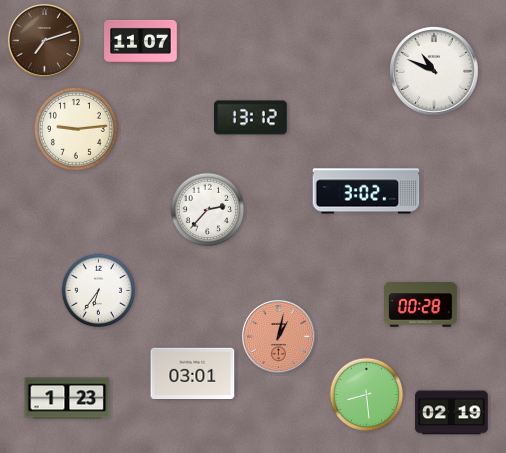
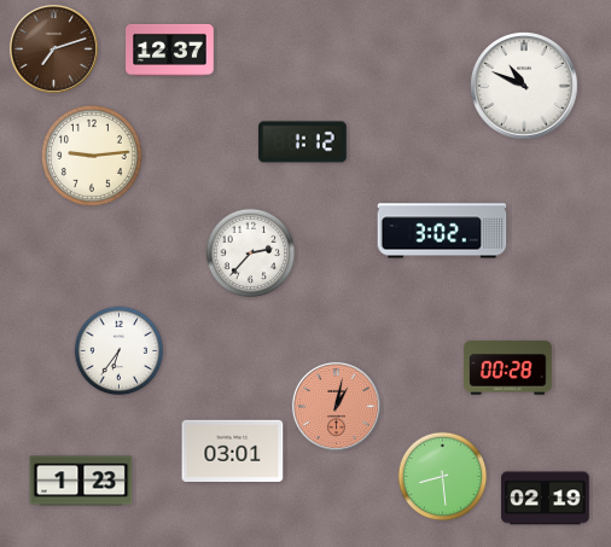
clock at (141, 41): 11:07 -> 12:37
clock at (251, 118): 13:12 -> 1:12
